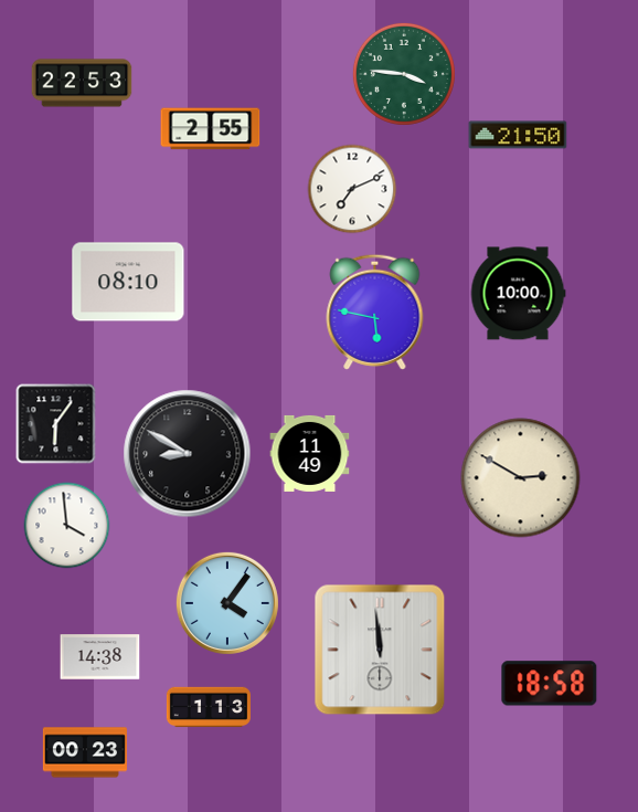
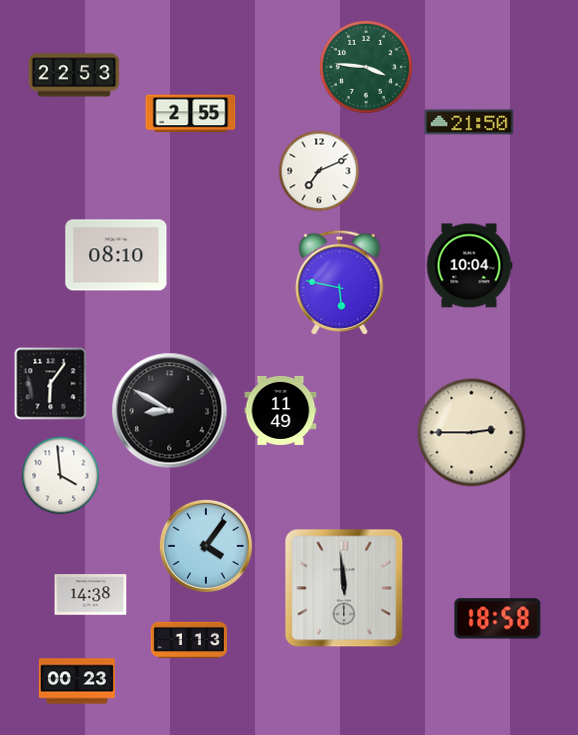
clock at (211, 129) position: (211, 129) -> (191, 114)
clock at (518, 294): 10:00 -> 10:04
clock at (521, 478): 2:50 -> 2:45
